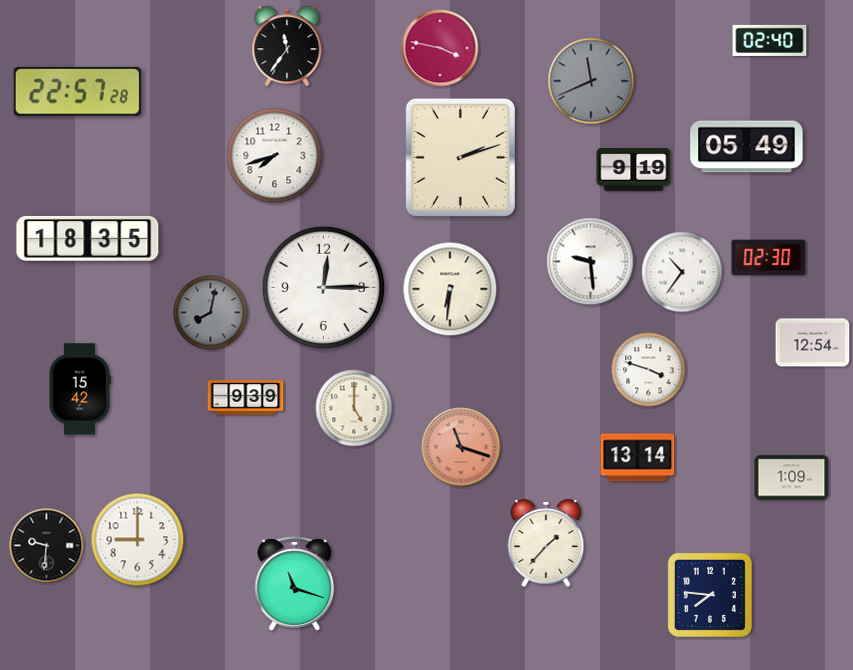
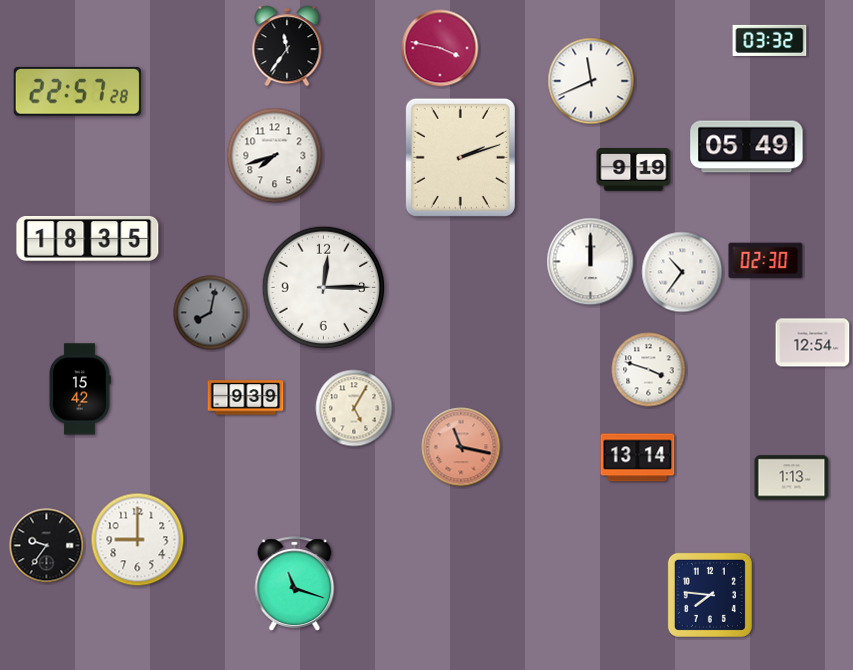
clock at (770, 40): 02:40 -> 03:32
clock at (591, 81) dial: grey -> white
clock at (769, 258) position: (769, 258) -> (766, 261)
clock at (591, 262): 9:29 -> 12:00
clock at (450, 289): 6:31 -> none
clock at (354, 408): 5:00 -> 5:05
clock at (461, 447): 11:18 -> 11:17
clock at (792, 478): 1:09 -> 1:13
clock at (546, 543): 1:37 -> none
clock at (47, 546): 9:31 -> 9:36
